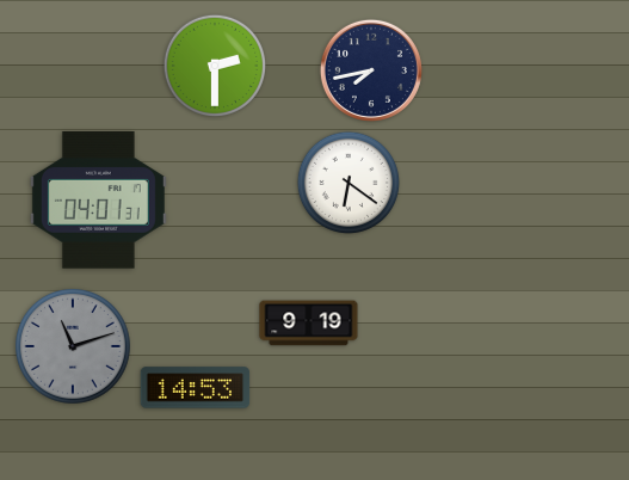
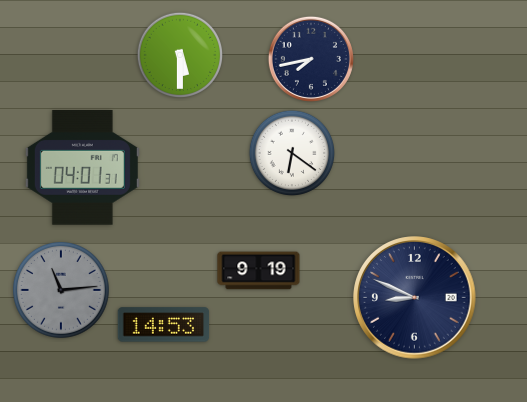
clock at (214, 64): 2:30 -> 5:30
clock at (74, 347): 11:12 -> 11:14
clock at (415, 298): none -> 8:49
